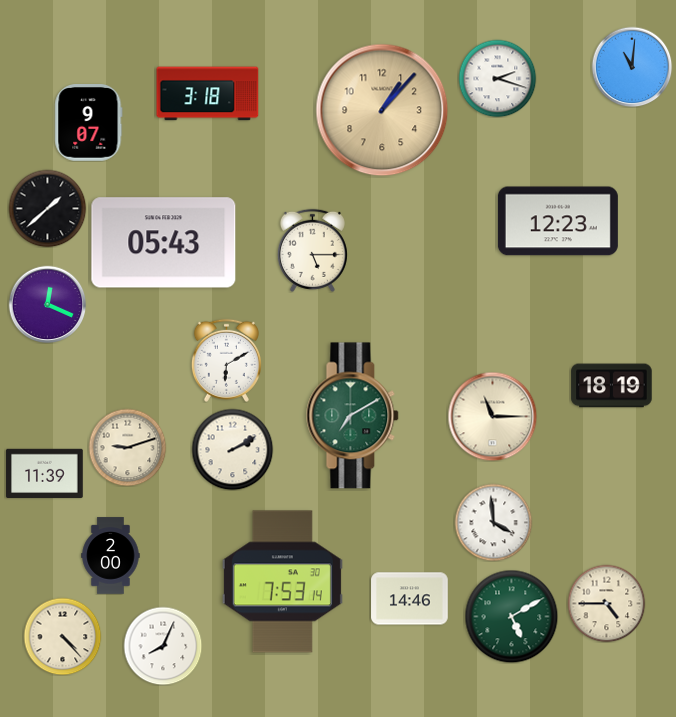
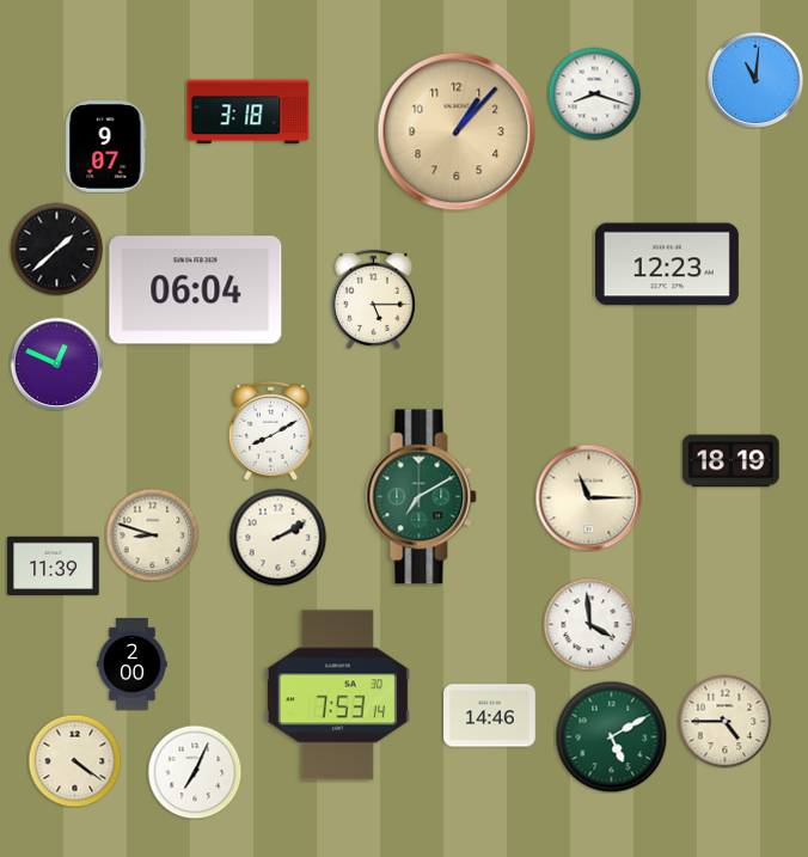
clock at (497, 78): 2:18 -> 8:18
clock at (164, 243): 05:43 -> 06:04
clock at (47, 304): 12:19 -> 12:49
clock at (226, 360): 6:10 -> 8:10
clock at (127, 447): 9:12 -> 8:48
clock at (62, 636): 4:23 -> 4:21
clock at (163, 646): 8:04 -> 7:04
